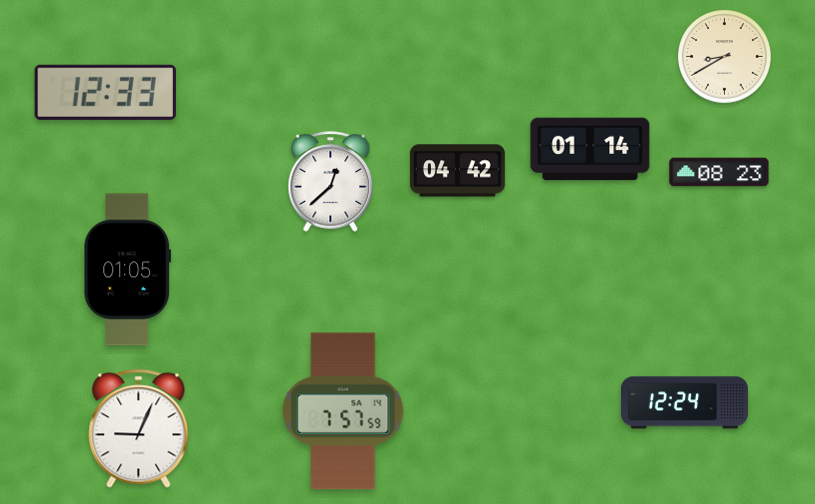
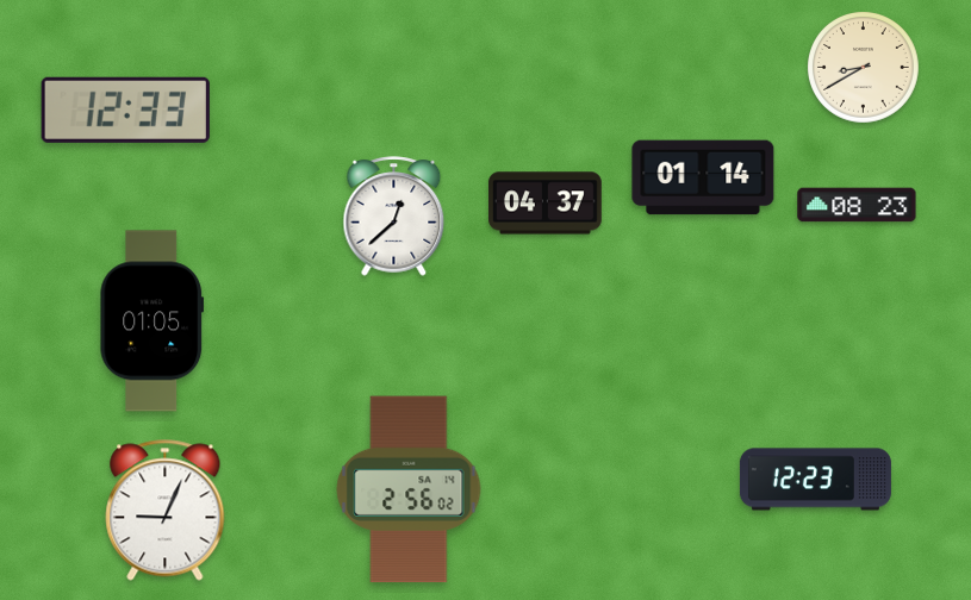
clock at (458, 171): 04:42 -> 04:37
clock at (684, 403): 12:24 -> 12:23
clock at (343, 411): 7:57 -> 2:56
